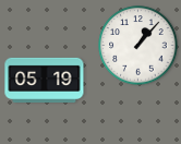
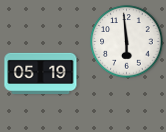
clock at (138, 46): 1:07 -> 5:59
